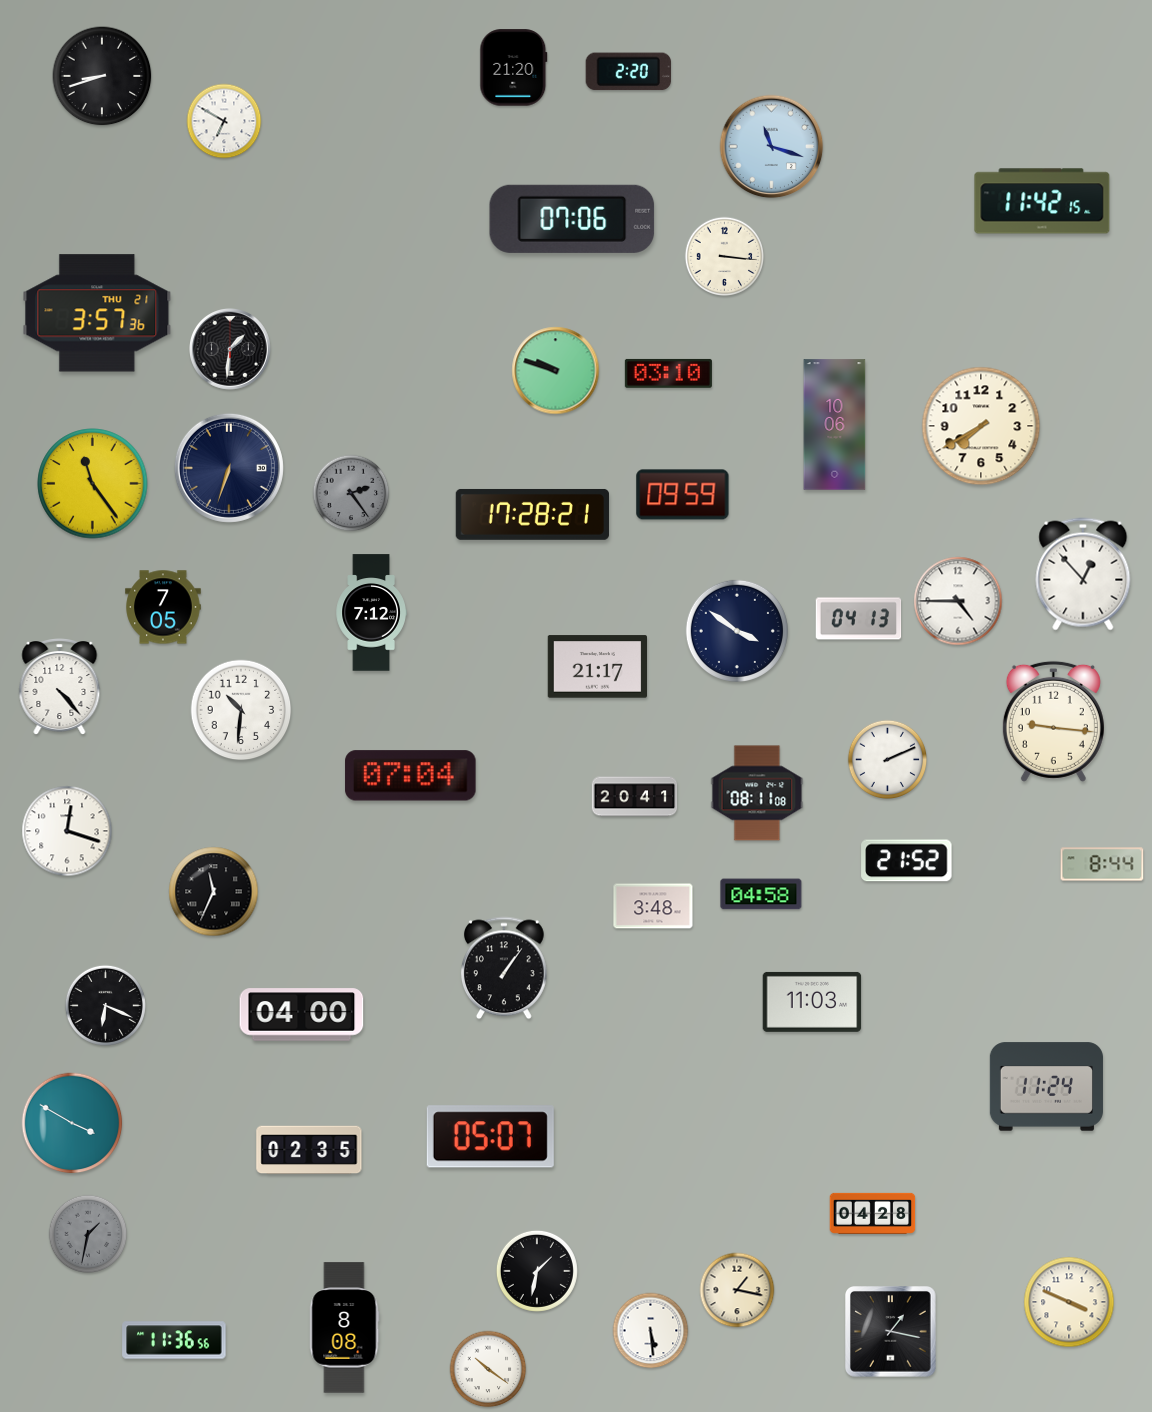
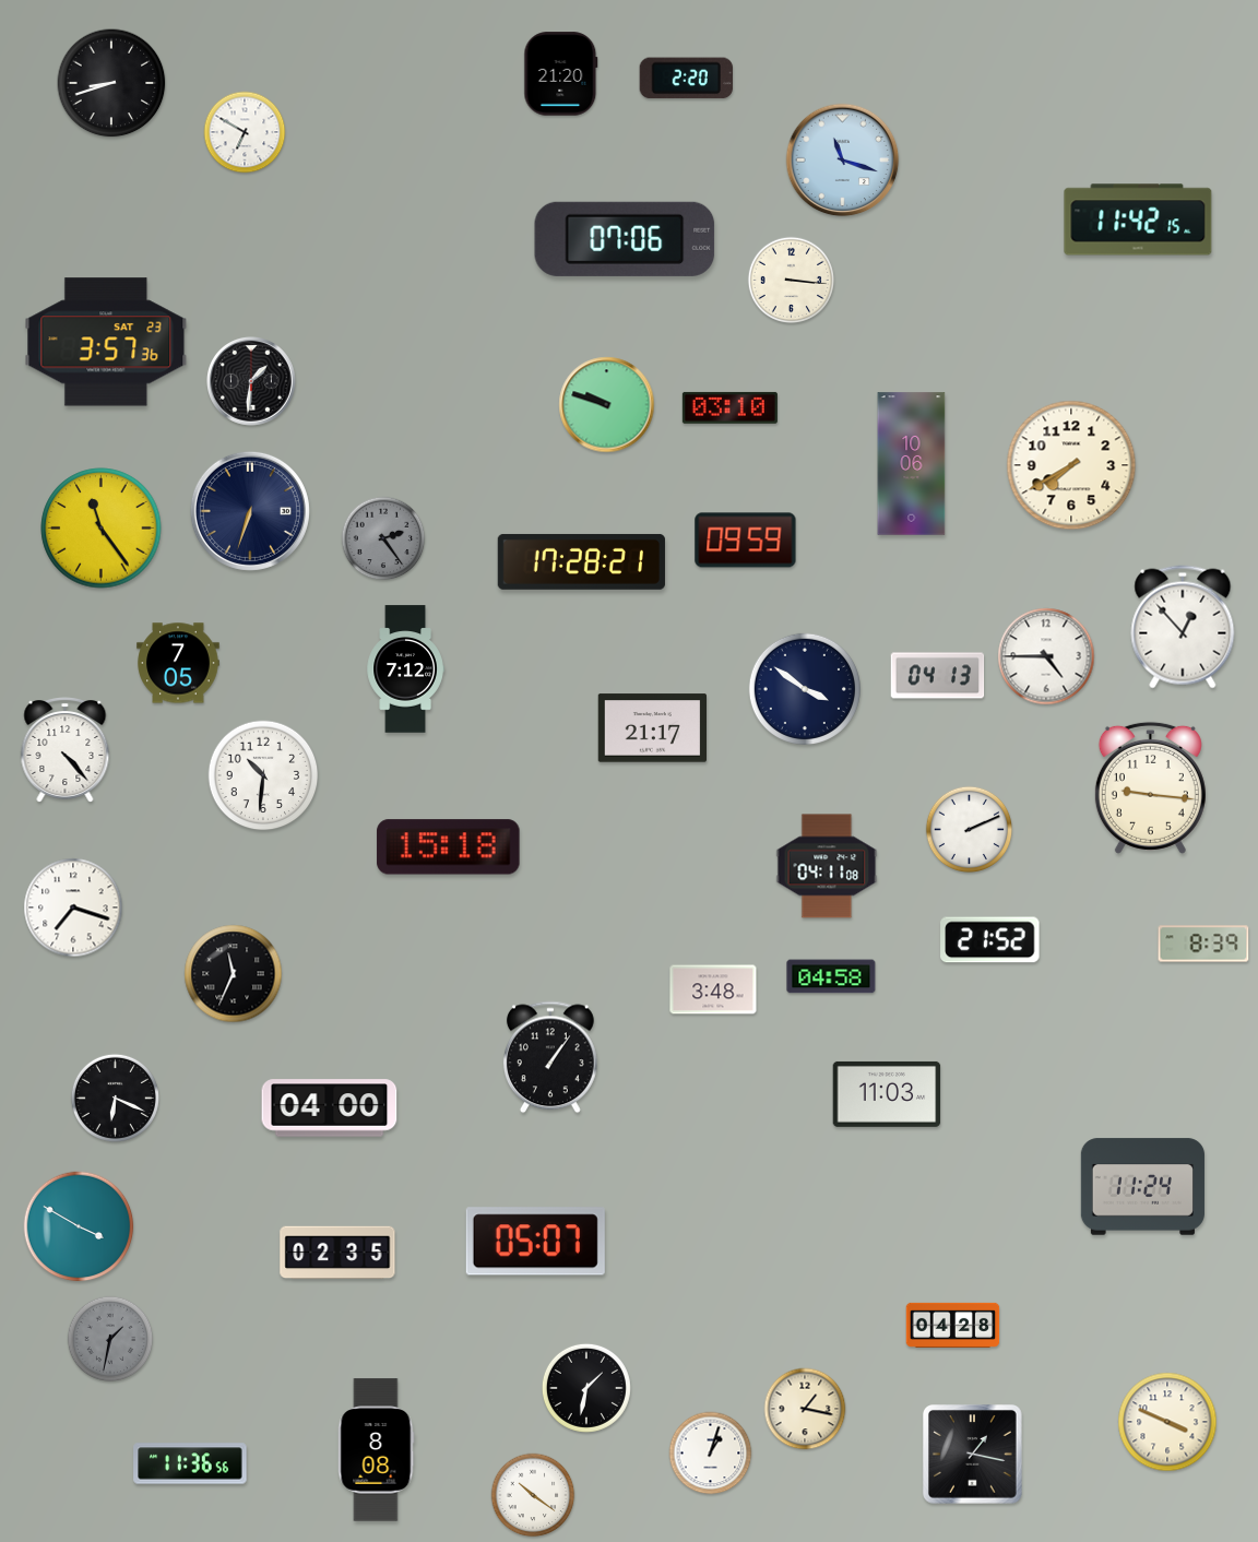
clock at (97, 313) date: THU 21 -> SAT 23
clock at (411, 776): 07:04 -> 15:18
clock at (757, 793): 08:11 -> 04:11
clock at (635, 797): 20:41 -> none
clock at (67, 831): 12:18 -> 7:18
clock at (1102, 864): 8:44 -> 8:39
clock at (309, 1150) position: (309, 1150) -> (337, 1253)
clock at (88, 1234) position: (88, 1234) -> (110, 1339)
clock at (651, 1331): 5:29 -> 1:03
